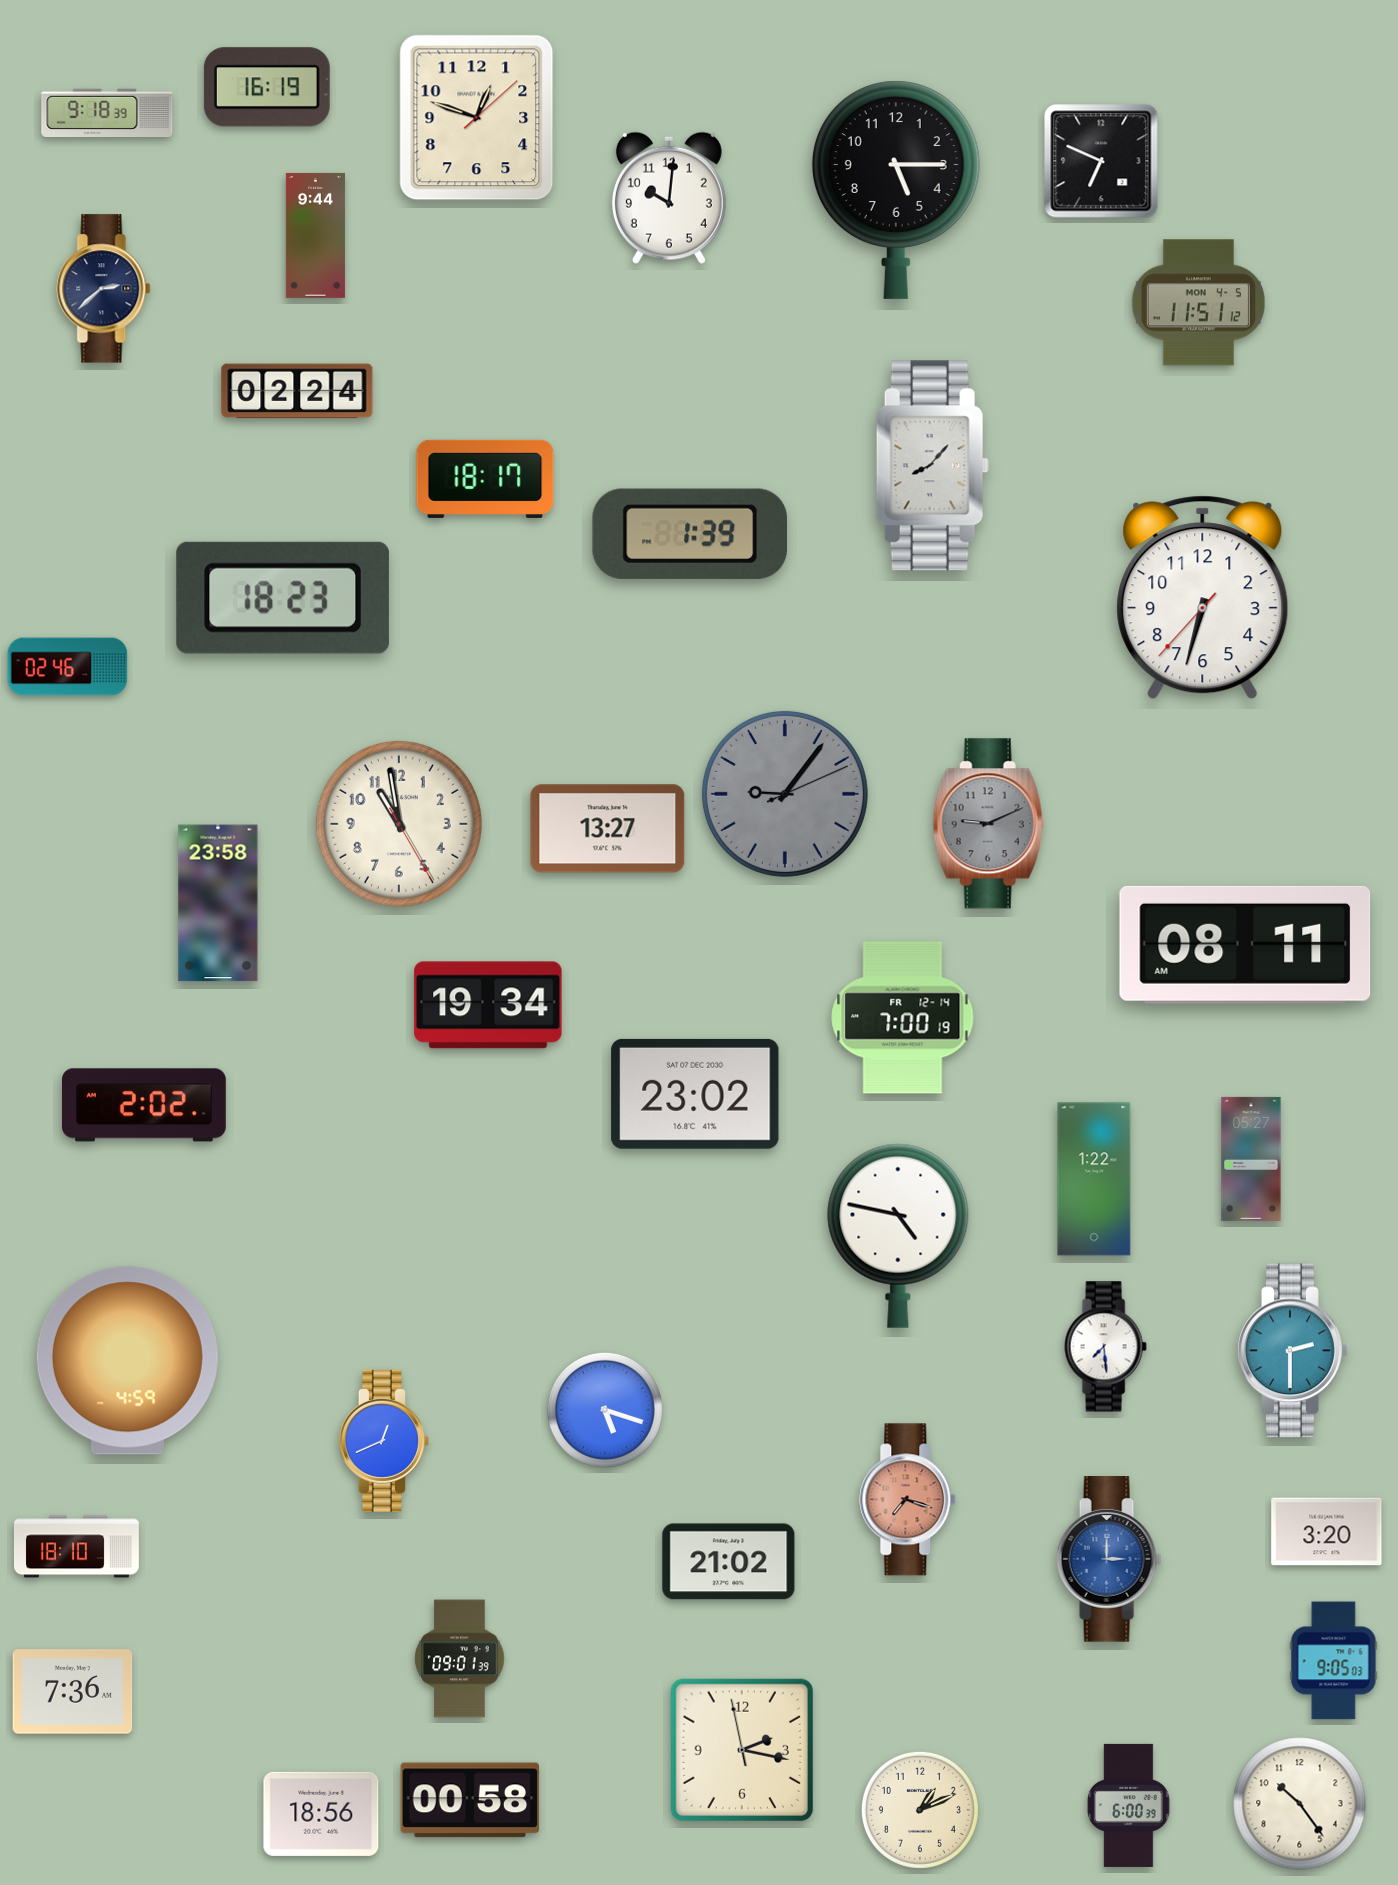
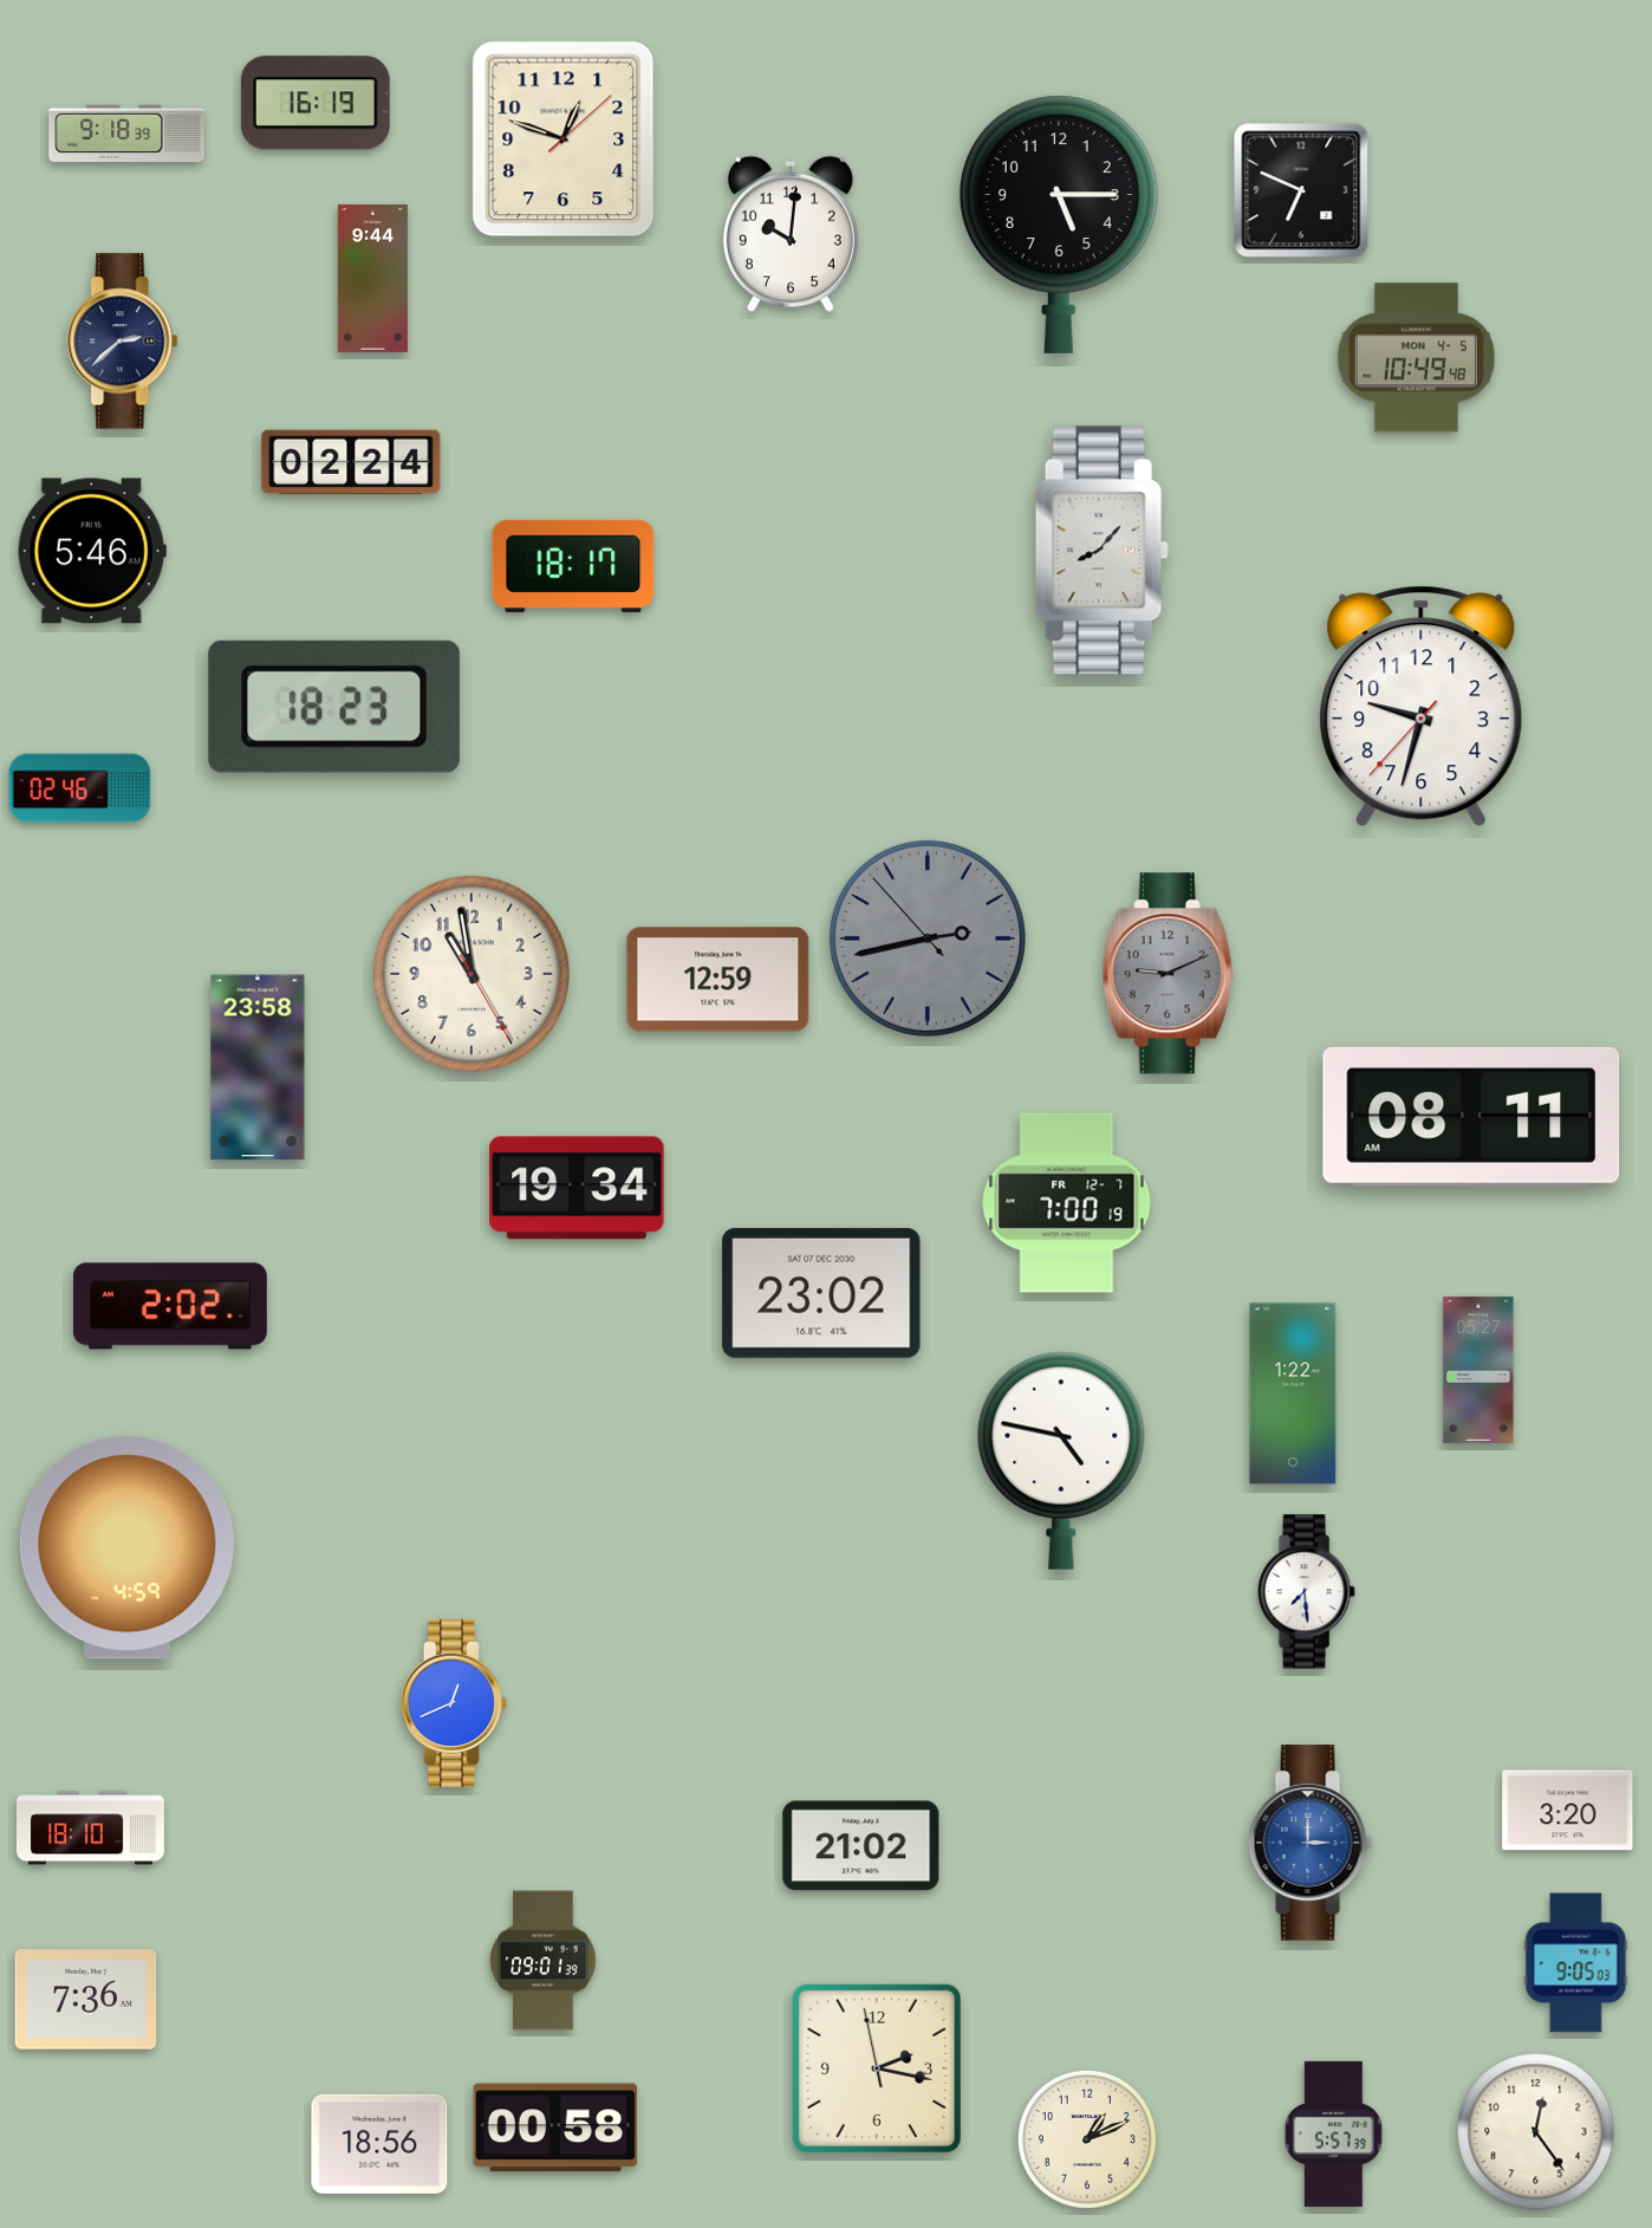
clock at (1198, 303): 11:51 -> 10:49
clock at (92, 551): none -> 5:46
clock at (690, 534): 1:39 -> none
clock at (1203, 598): 6:32 -> 9:32
clock at (785, 794): 9:06 -> 2:42
clock at (608, 829): 13:27 -> 12:59
clock at (903, 1018) date: FR 12-14 -> FR 12-7
clock at (1293, 1351): 2:30 -> none
clock at (127, 1361) position: (127, 1361) -> (126, 1548)
clock at (605, 1410): 5:18 -> none
clock at (908, 1500): 7:18 -> none
clock at (1300, 1804): 10:24 -> 12:24
clock at (1129, 1805): 6:00 -> 5:57
